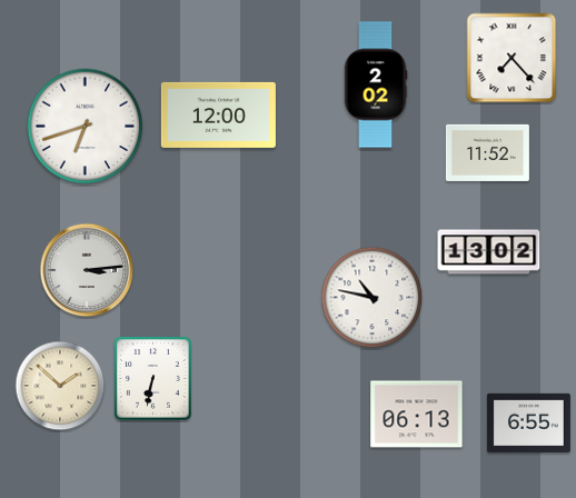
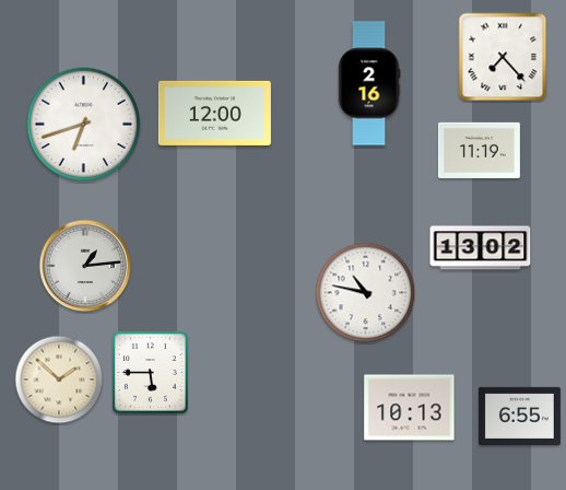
clock at (376, 84): 2:02 -> 2:16
clock at (487, 152): 11:52 -> 11:19
clock at (87, 270): 3:14 -> 1:14
clock at (153, 379): 6:32 -> 5:45
clock at (417, 415): 06:13 -> 10:13
